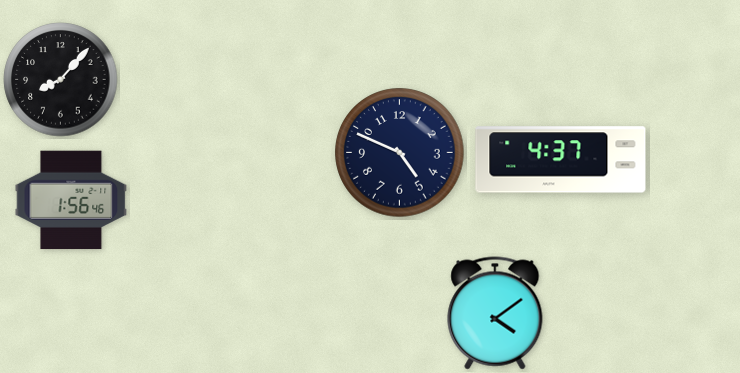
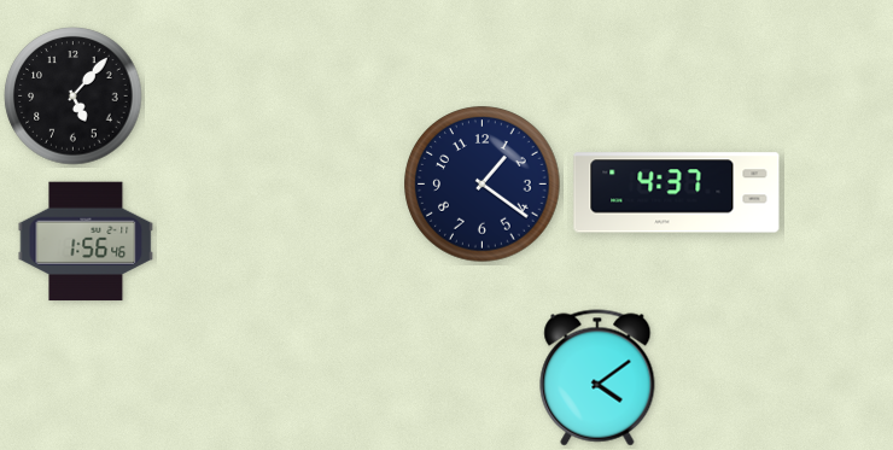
clock at (61, 80): 8:07 -> 5:07
clock at (400, 153): 4:49 -> 1:21
